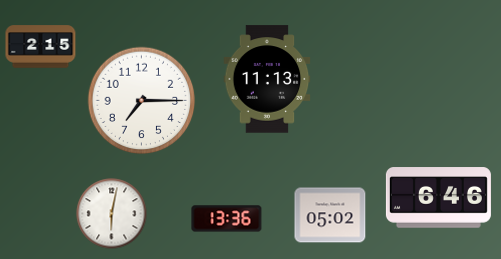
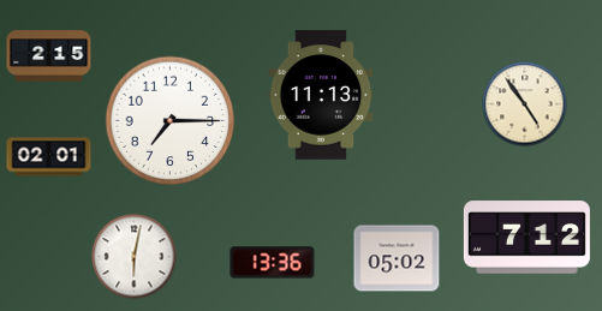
clock at (525, 104): none -> 4:54
clock at (49, 157): none -> 02:01
clock at (438, 198): 6:46 -> 7:12
